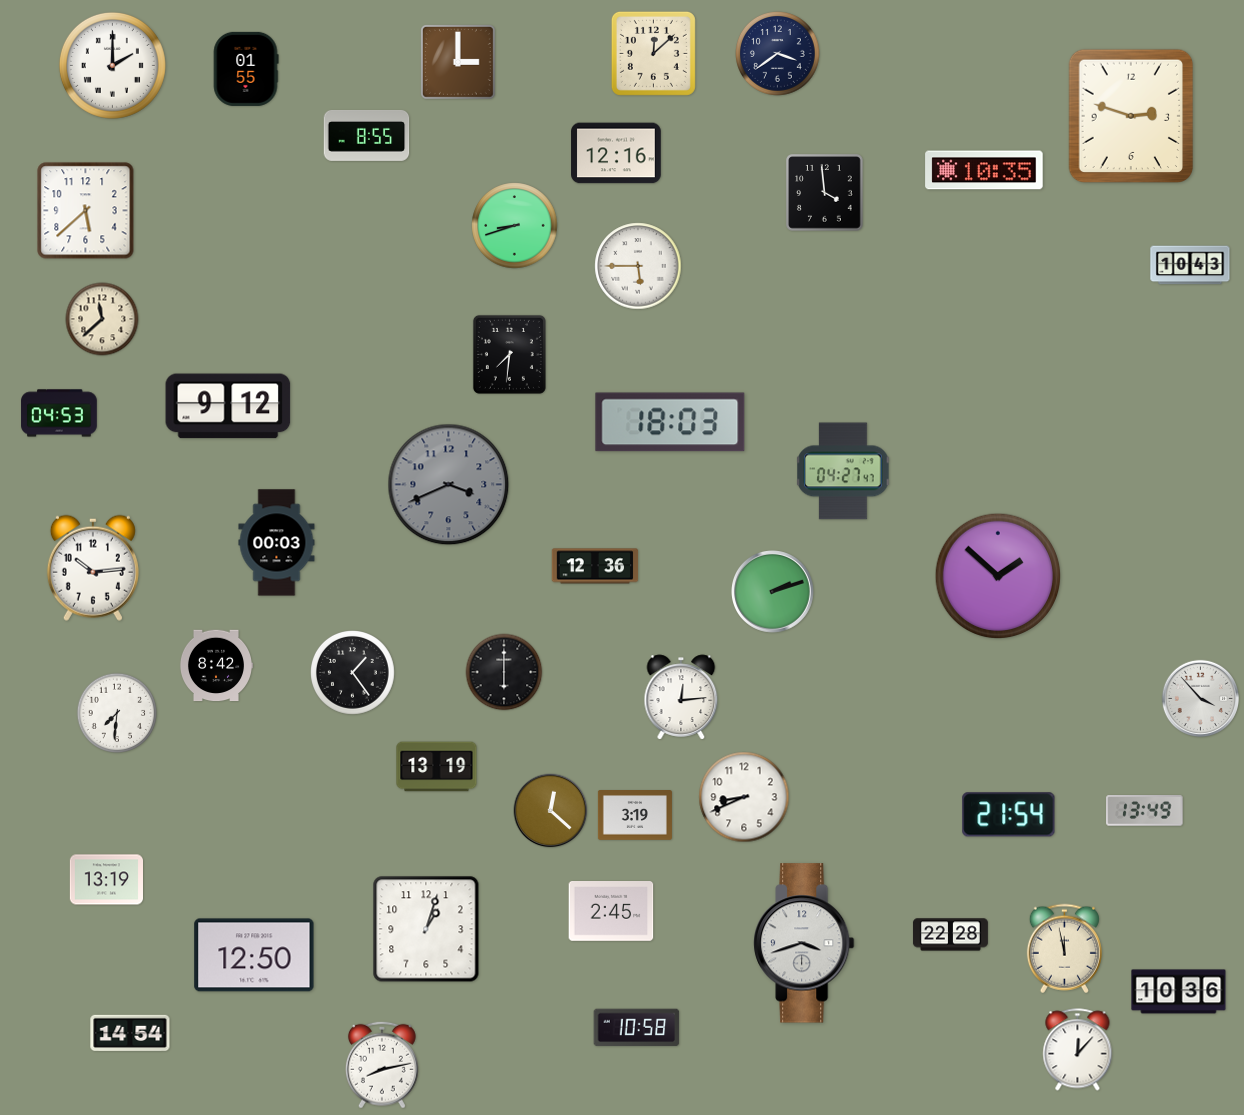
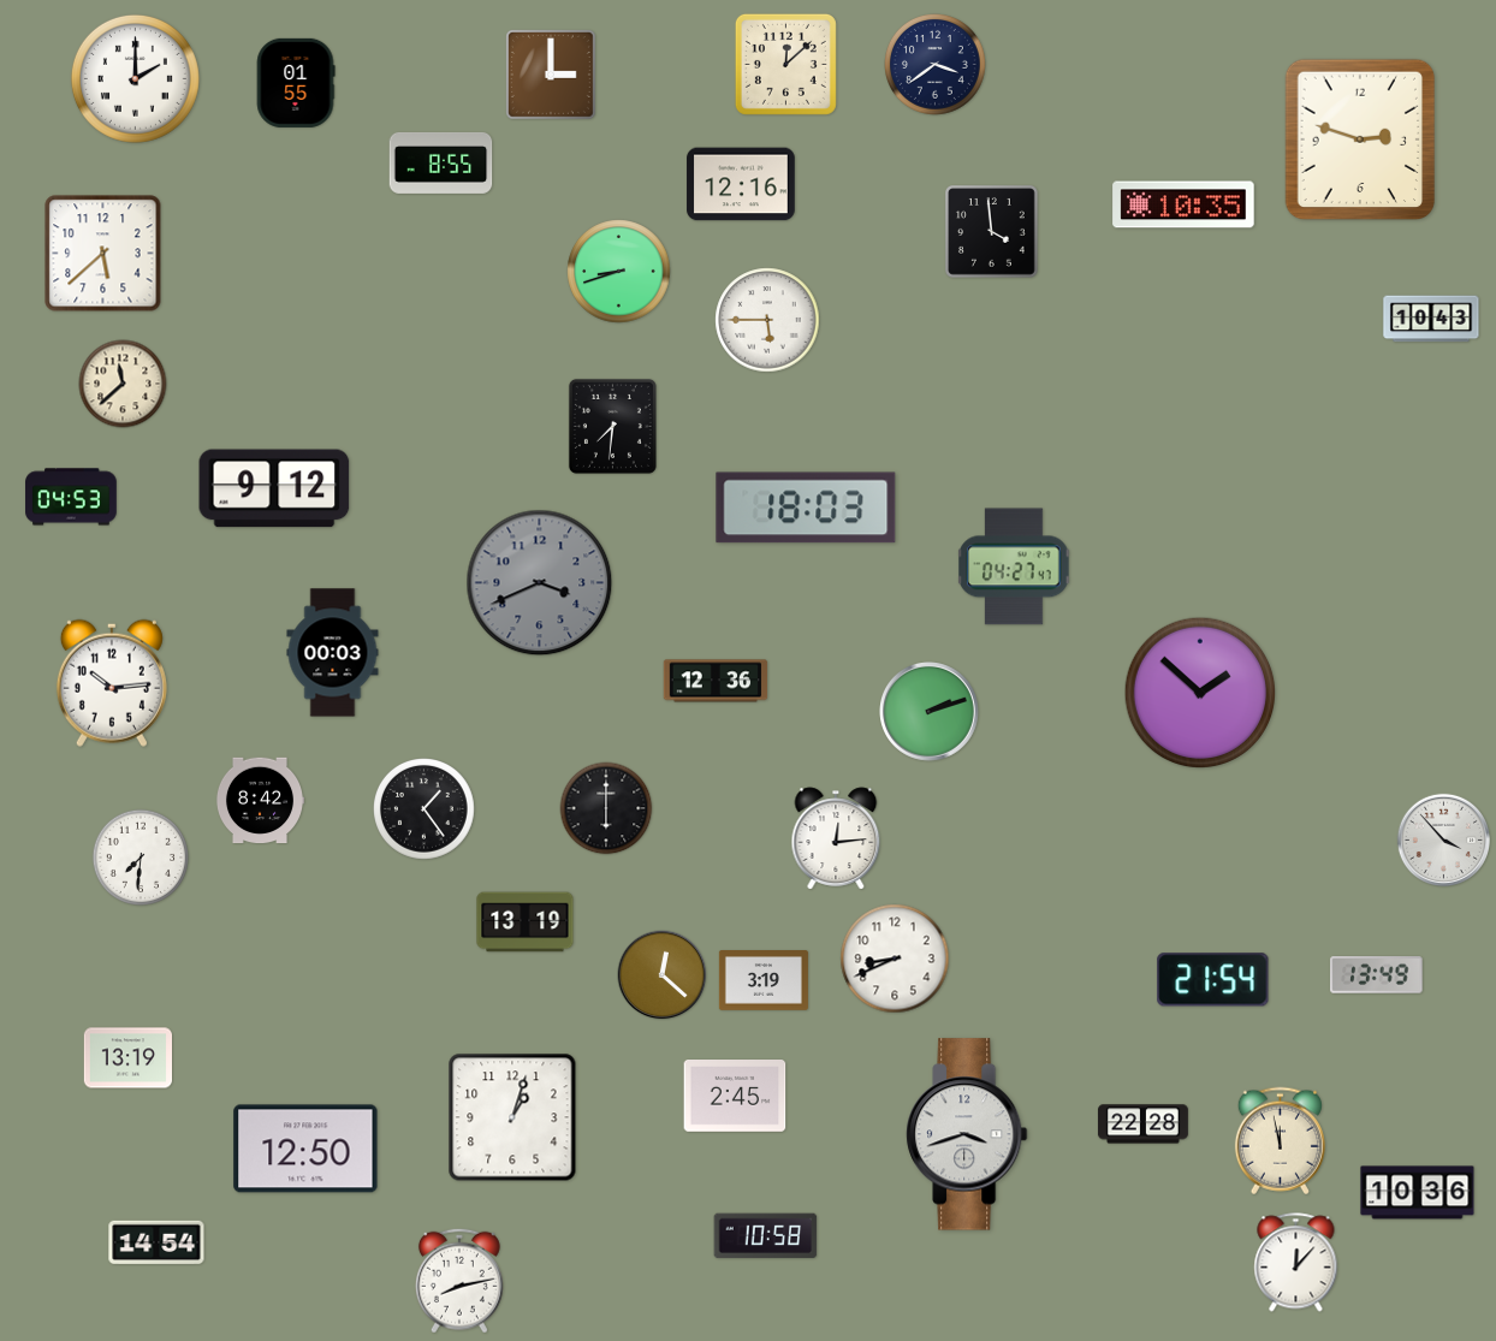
clock at (681, 697) position: (681, 697) -> (836, 838)
